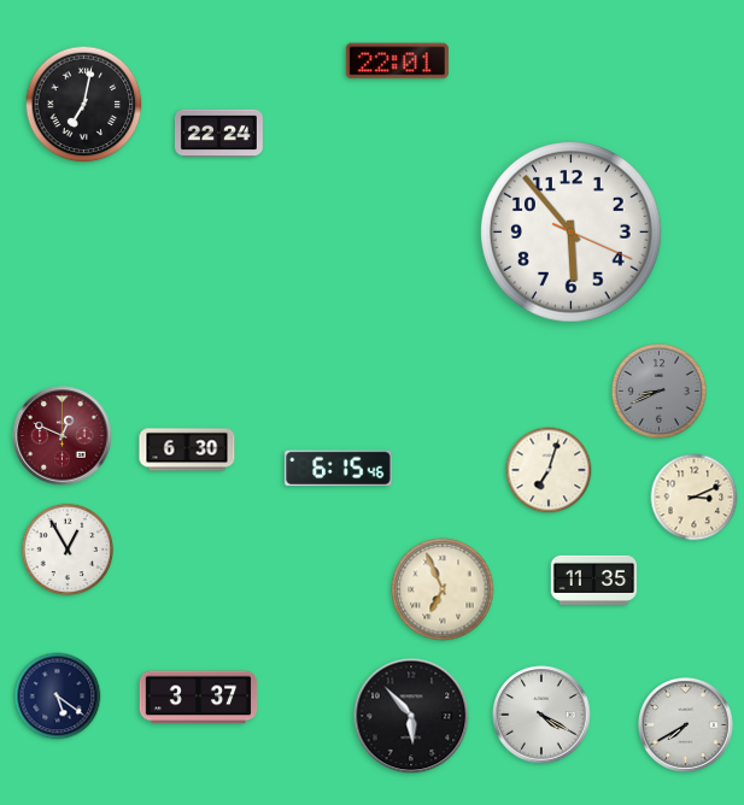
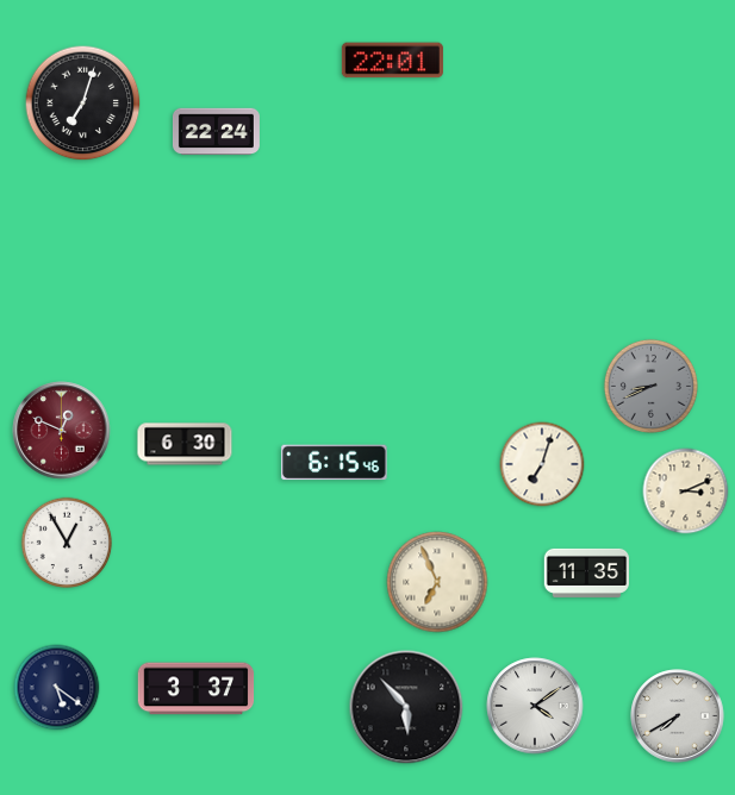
clock at (84, 105): 7:02 -> 7:03
clock at (572, 233): 5:53 -> none
clock at (541, 715): 4:20 -> 4:09
